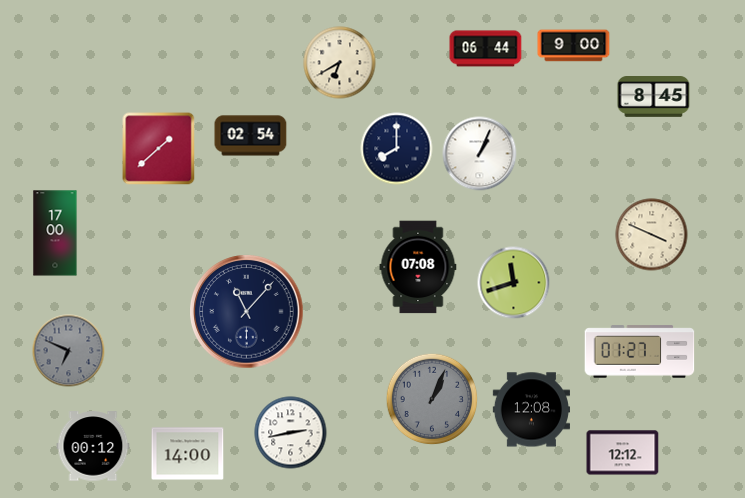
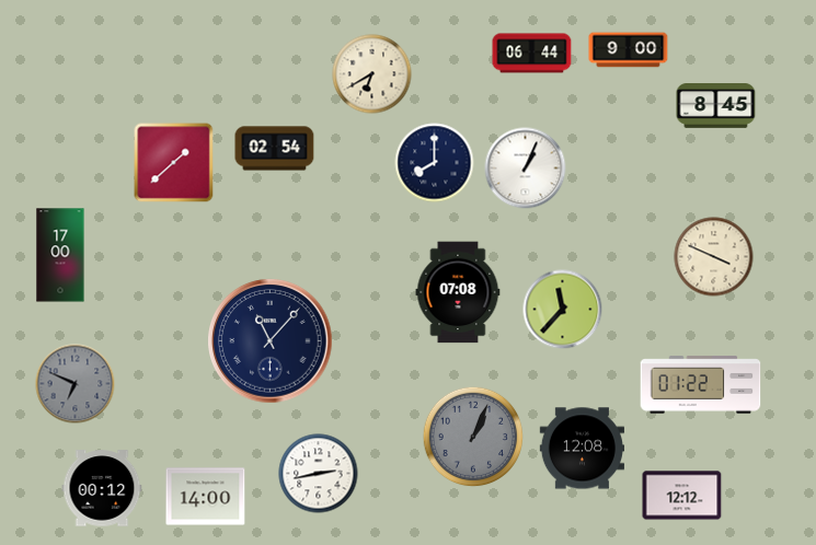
clock at (340, 63) position: (340, 63) -> (372, 74)
clock at (514, 283): 11:42 -> 11:37
clock at (640, 352): 01:27 -> 01:22
